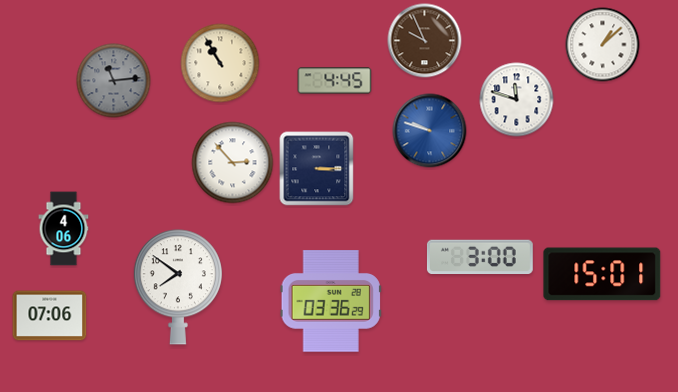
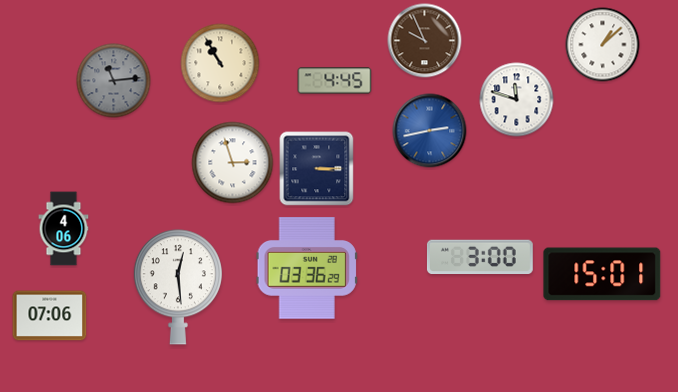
clock at (430, 131): 9:48 -> 2:43
clock at (233, 163): 2:53 -> 2:57
clock at (178, 287): 7:51 -> 12:29
clock at (331, 301) position: (331, 301) -> (307, 268)
